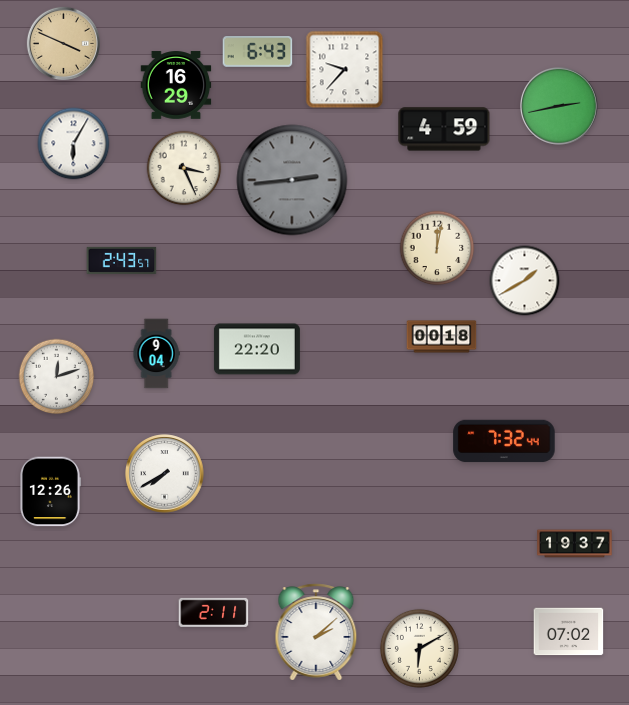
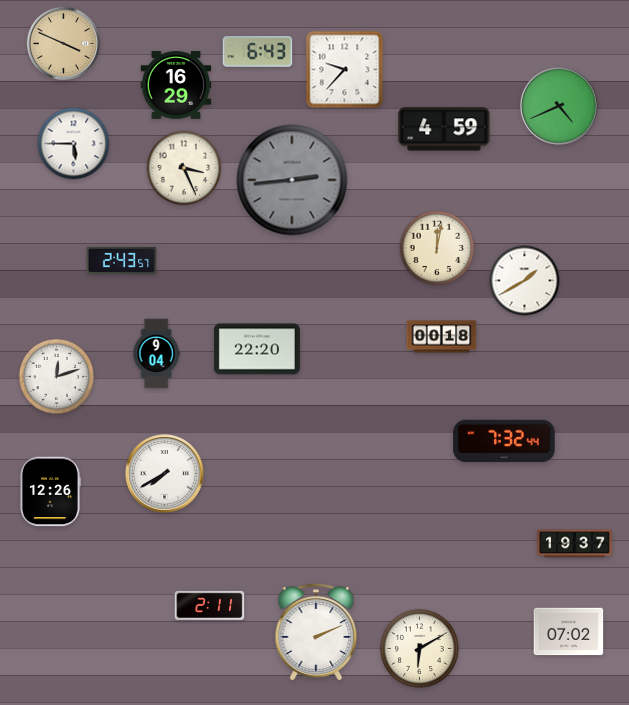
clock at (560, 107): 2:43 -> 4:41
clock at (74, 144): 6:05 -> 5:45
clock at (214, 612) position: (214, 612) -> (210, 605)
clock at (316, 632): 2:08 -> 2:11
